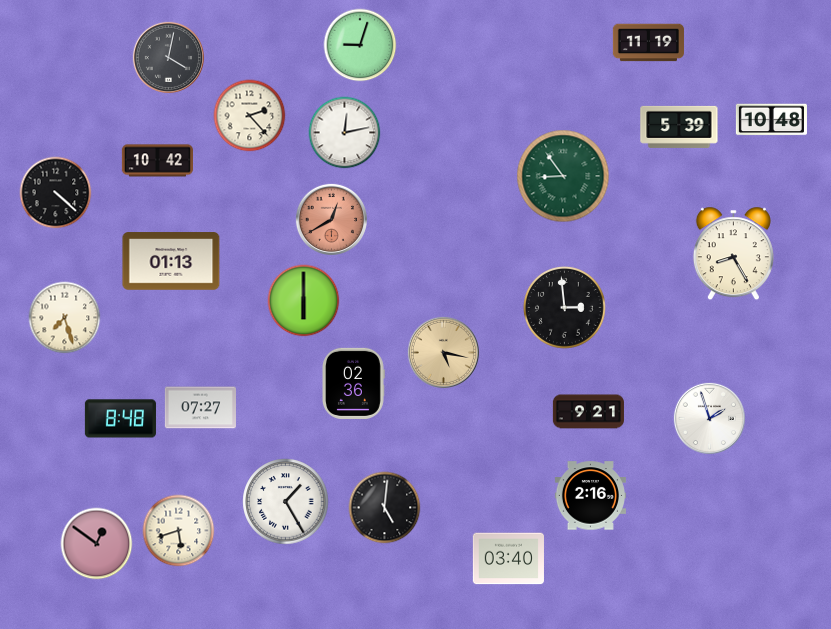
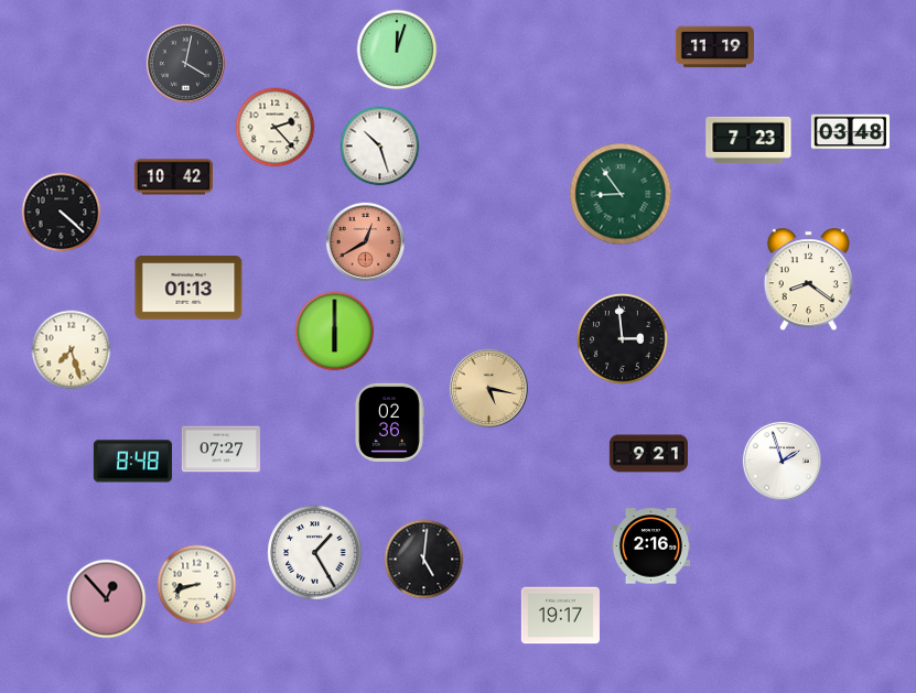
clock at (360, 45): 9:03 -> 12:03
clock at (771, 120): 10:48 -> 03:48
clock at (679, 127): 5:39 -> 7:23
clock at (345, 133): 12:13 -> 10:27
clock at (733, 254): 8:25 -> 8:21
clock at (179, 531): 5:42 -> 8:42
clock at (97, 544): 12:51 -> 12:53
clock at (508, 559): 03:40 -> 19:17
